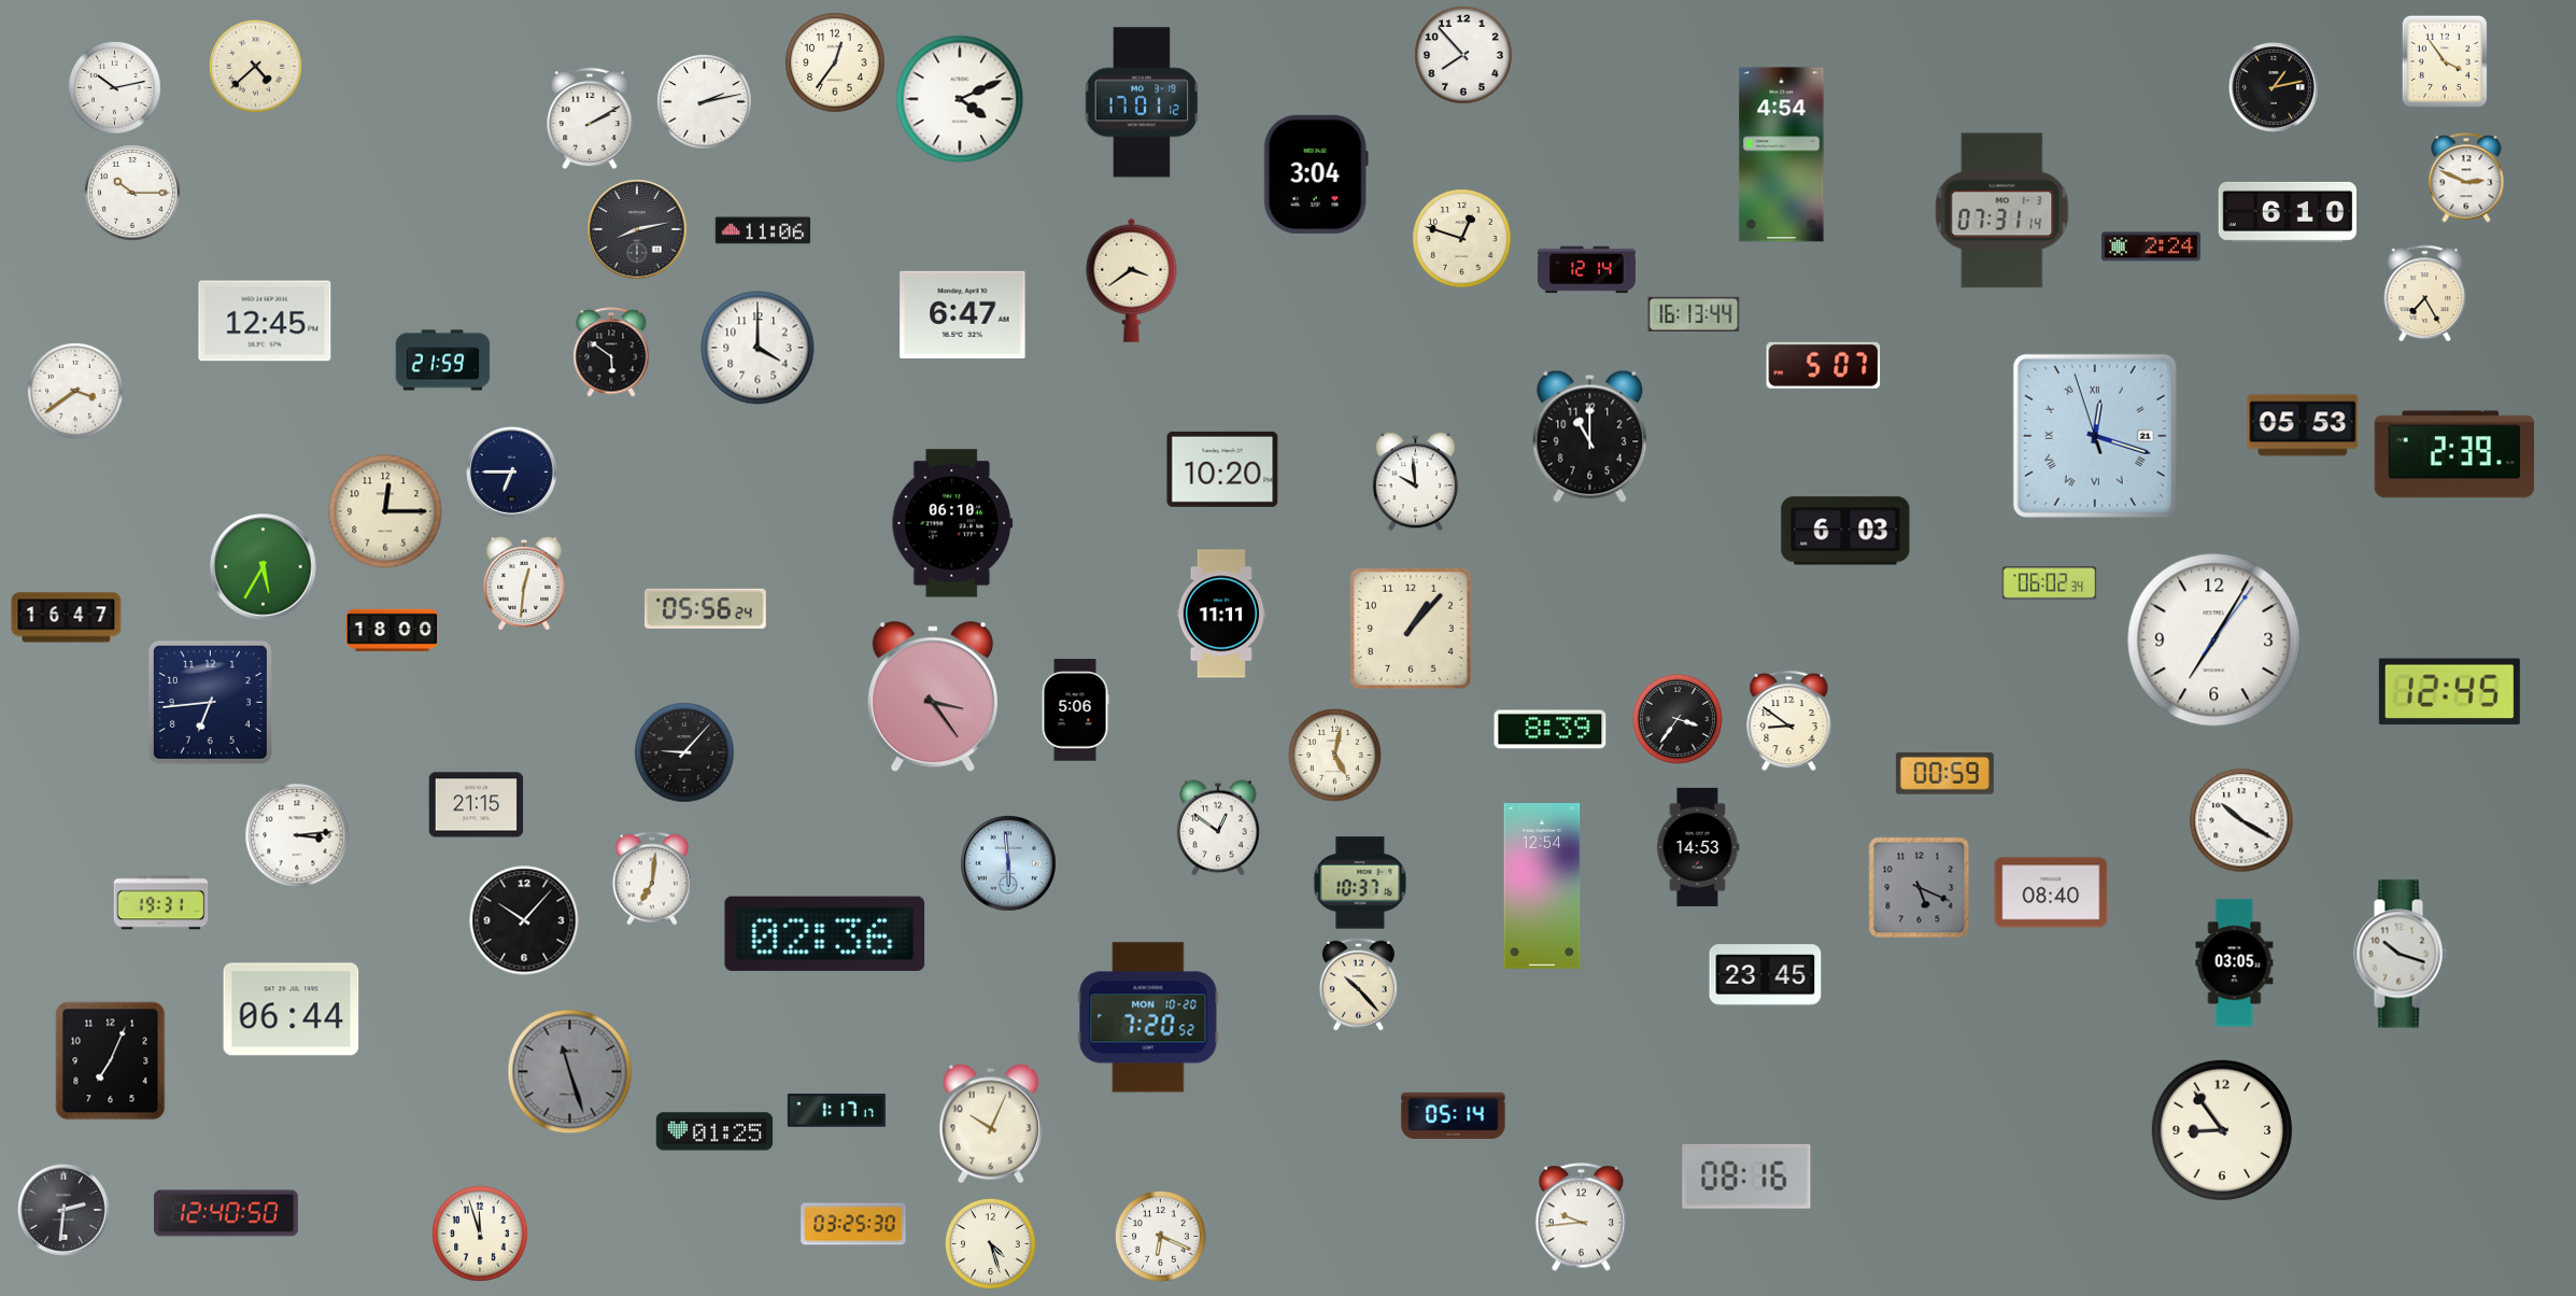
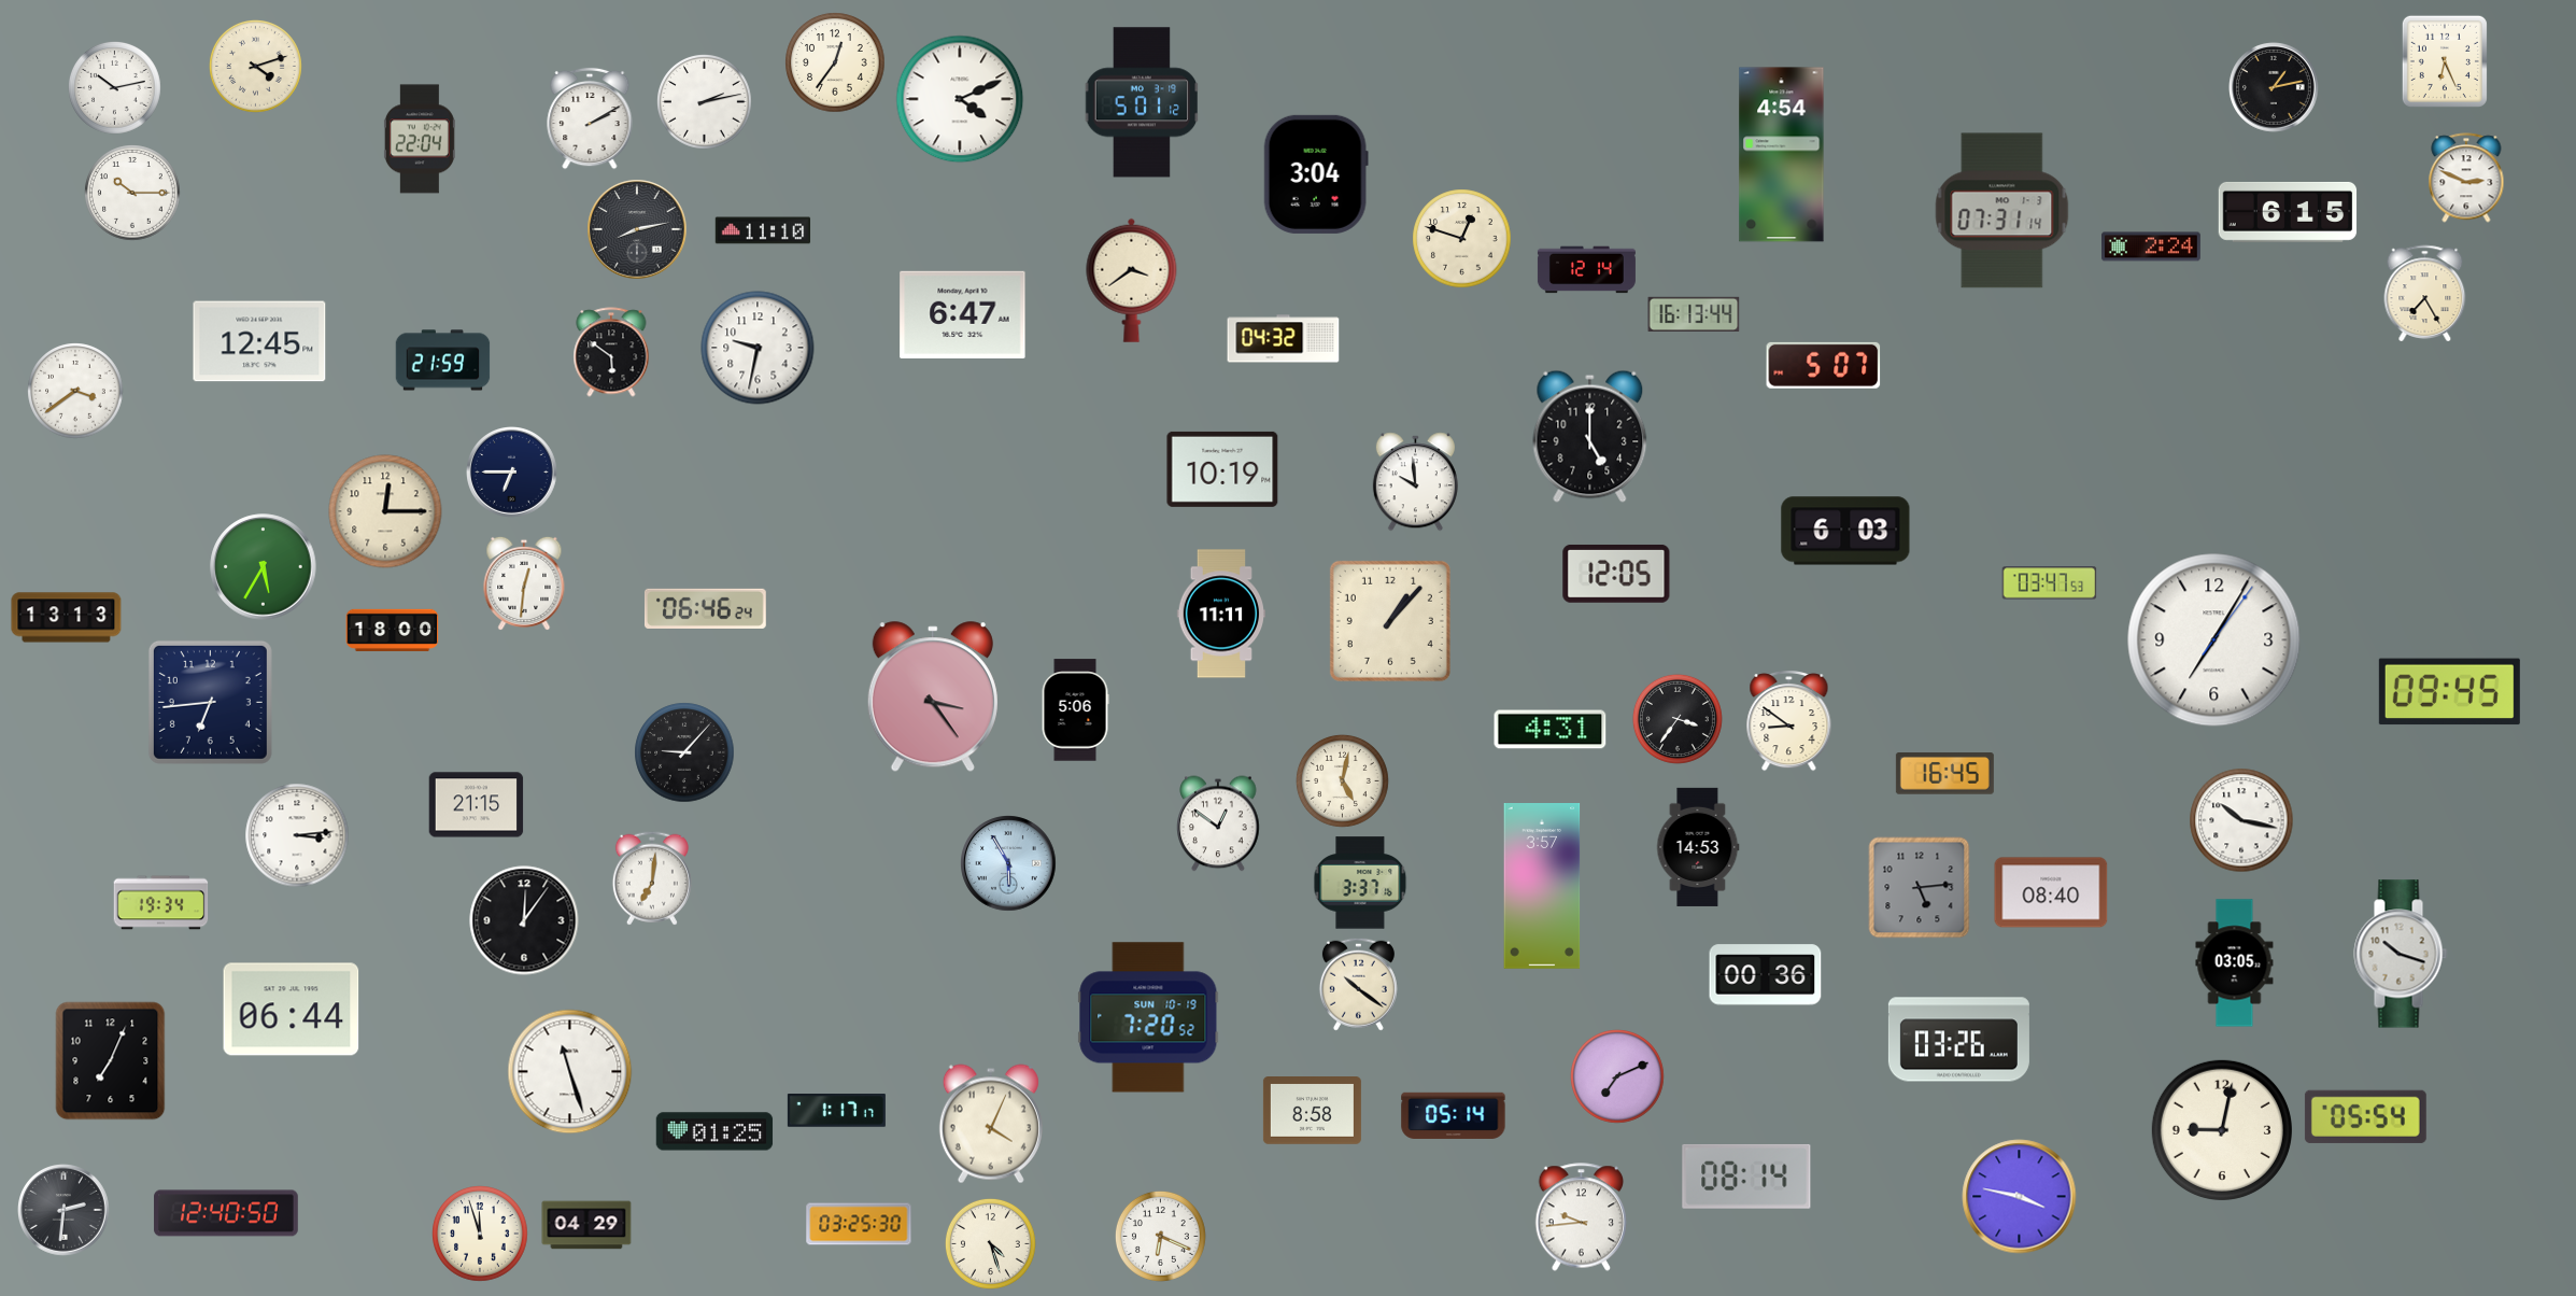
clock at (1463, 55): 7:53 -> none
clock at (2445, 61): 3:54 -> 6:26
clock at (256, 67): 4:38 -> 4:12
clock at (1142, 102): 17:01 -> 5:01
clock at (420, 139): none -> 22:04
clock at (2288, 212): 6:10 -> 6:15
clock at (763, 230): 11:06 -> 11:10
clock at (265, 321) position: (265, 321) -> (259, 341)
clock at (1284, 339): none -> 04:32
clock at (758, 348): 4:00 -> 9:32
clock at (2303, 425): 05:53 -> none
clock at (1590, 436): 11:00 -> 5:00
clock at (2095, 436): 12:17 -> none
clock at (2454, 454): 2:39 -> none
clock at (1222, 469): 10:20 -> 10:19
clock at (952, 523): 06:10 -> none
clock at (1616, 574): none -> 12:05
clock at (2050, 583): 06:02 -> 03:47
clock at (705, 608): 05:56 -> 06:46
clock at (67, 618): 16:47 -> 13:13
clock at (1411, 629) position: (1411, 629) -> (1390, 621)
clock at (2449, 692): 12:45 -> 09:45
clock at (1551, 730): 8:39 -> 4:31
clock at (1335, 756) position: (1335, 756) -> (1343, 781)
clock at (1944, 774): 00:59 -> 16:45
clock at (2241, 820): 10:20 -> 10:17
clock at (1218, 828) position: (1218, 828) -> (1218, 823)
clock at (1008, 863): 5:59 -> 5:55
clock at (1360, 883): 10:37 -> 3:37
clock at (1542, 887): 12:54 -> 3:57
clock at (1920, 888): 5:19 -> 5:14
clock at (161, 903): 19:31 -> 19:34
clock at (524, 920): 10:07 -> 12:06
clock at (825, 933): 02:36 -> none
clock at (1766, 975): 23:45 -> 00:36
clock at (1358, 984): 10:23 -> 10:21
clock at (1148, 1017) date: MON 10-20 -> SUN 10-19
clock at (1958, 1040): none -> 03:26
clock at (570, 1072) dial: grey -> white
clock at (1618, 1077): none -> 7:11
clock at (1312, 1111): none -> 8:58
clock at (2365, 1116): none -> 05:54
clock at (991, 1124): 10:04 -> 4:04
clock at (2222, 1130): 8:54 -> 9:02
clock at (1746, 1177): 08:16 -> 08:14
clock at (2020, 1197): none -> 3:47
clock at (853, 1224) position: (853, 1224) -> (859, 1224)
clock at (586, 1225): none -> 04:29
